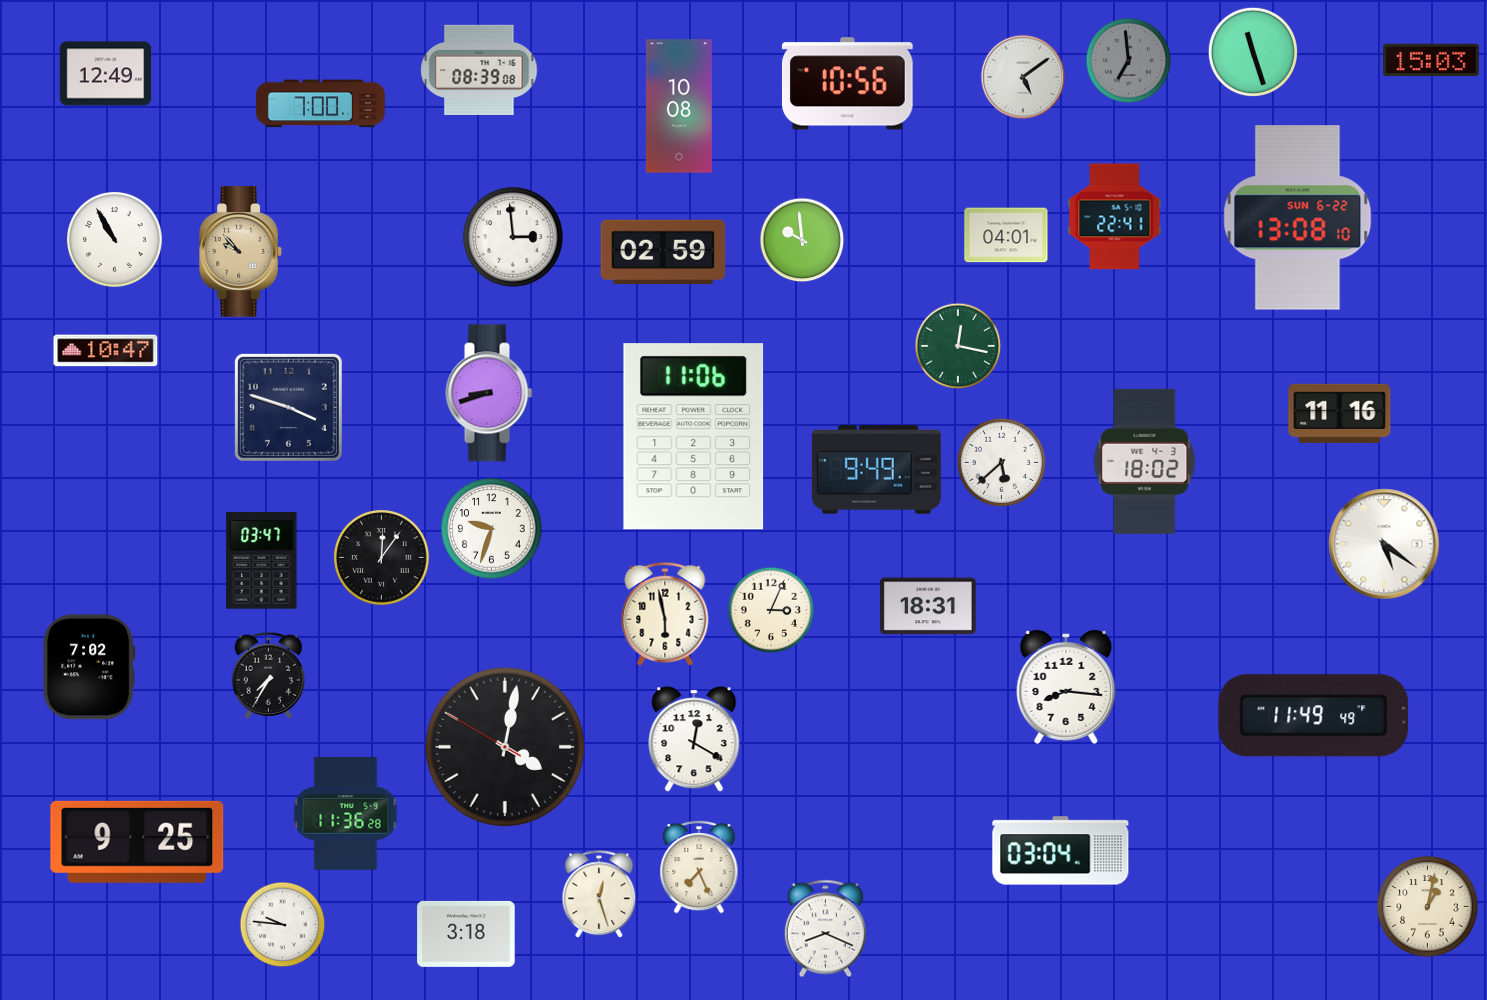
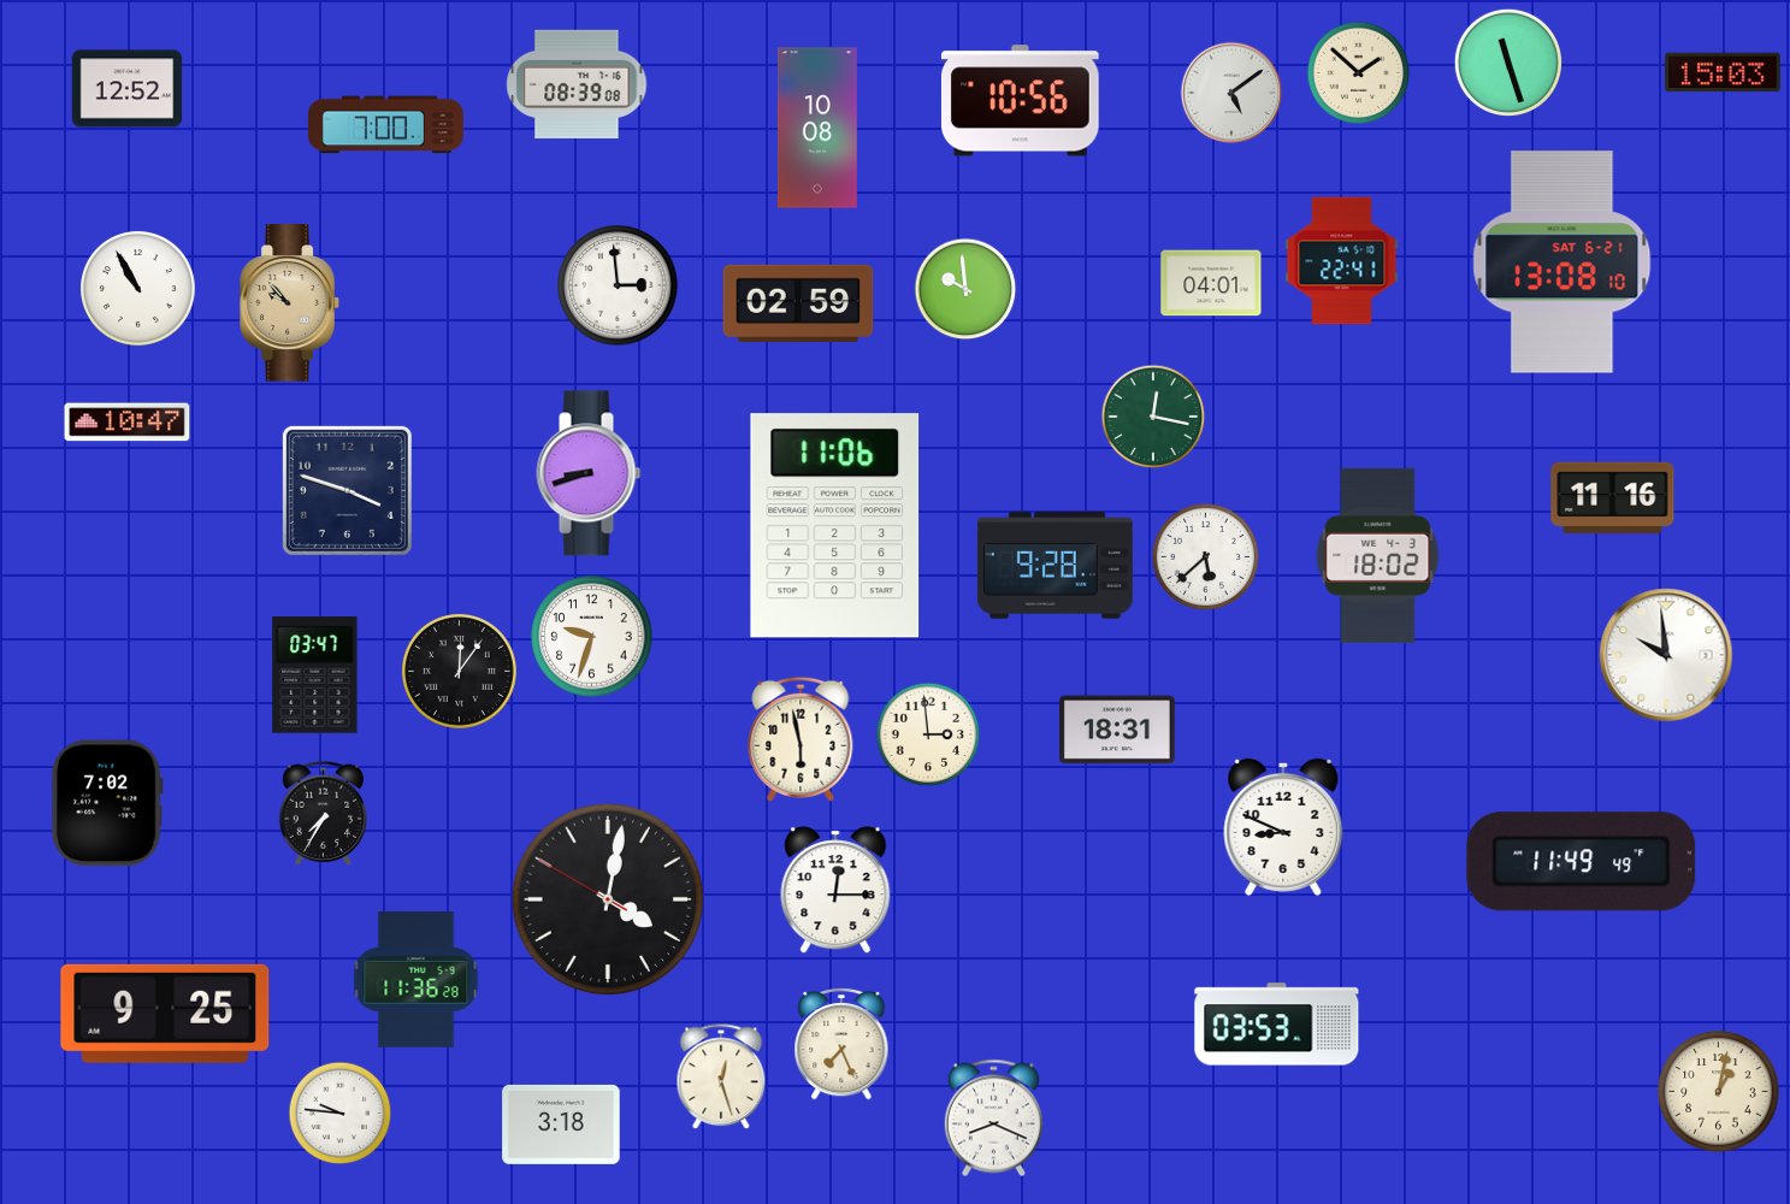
clock at (1129, 61): 6:59 -> 1:52
clock at (1129, 61) dial: grey -> cream
clock at (106, 74): 12:49 -> 12:52
clock at (1298, 218) date: SUN 6-22 -> SAT 6-21
clock at (876, 470): 9:49 -> 9:28
clock at (1384, 544): 5:21 -> 9:59
clock at (771, 610): 3:04 -> 2:59
clock at (1066, 687): 8:16 -> 8:49
clock at (694, 739): 12:20 -> 12:15
clock at (1061, 851): 03:04 -> 03:53
